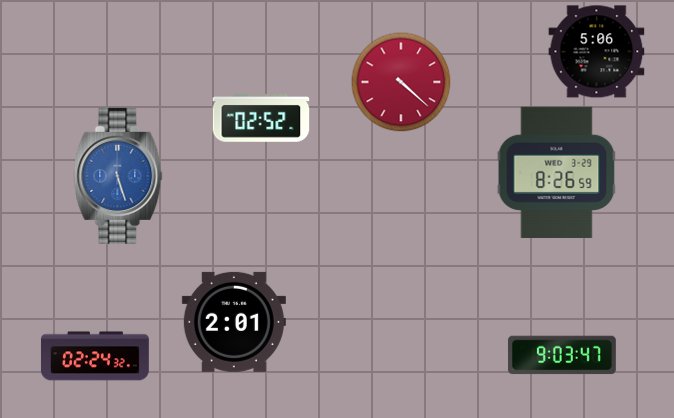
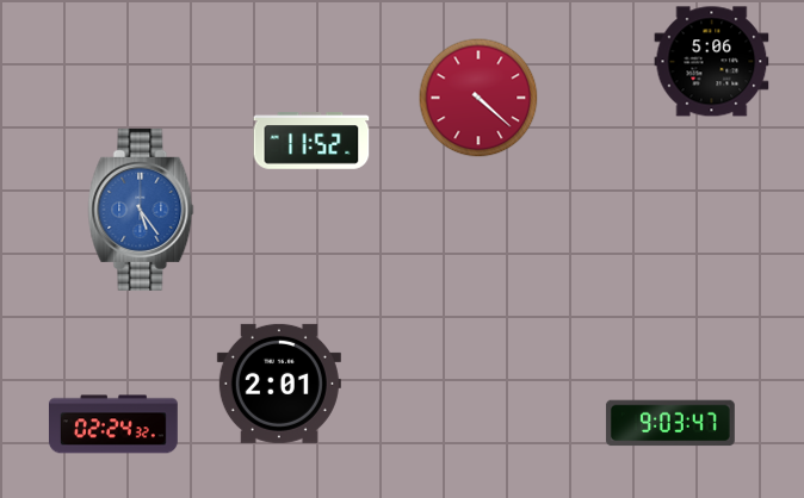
clock at (261, 118): 02:52 -> 11:52
clock at (557, 172): 8:26 -> none
clock at (118, 176): 5:27 -> 5:24
